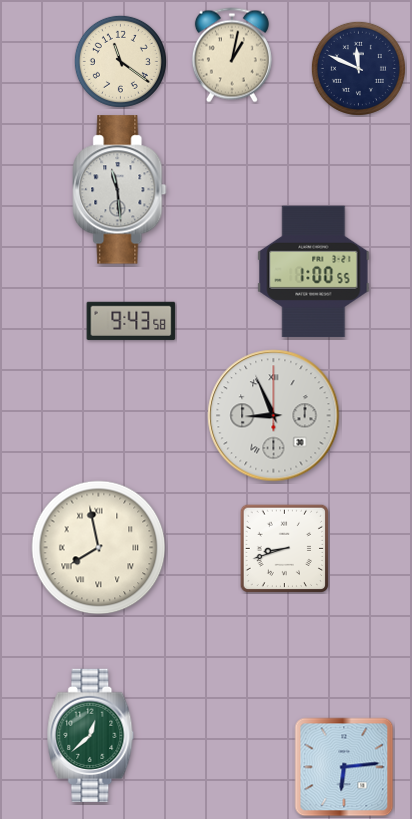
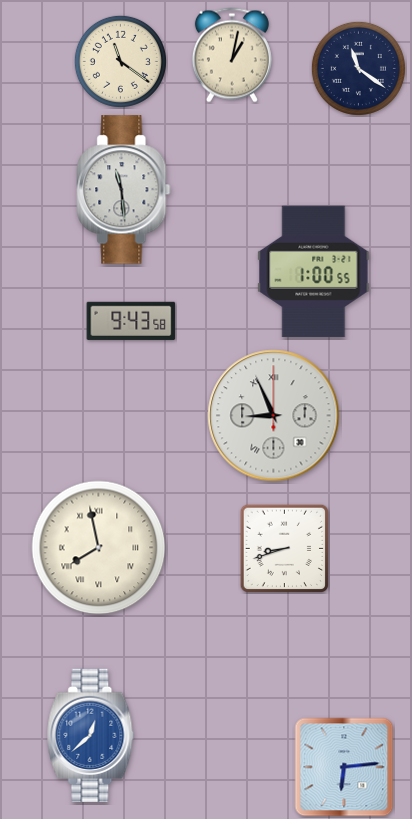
clock at (358, 68): 11:49 -> 11:21
clock at (120, 190) position: (120, 190) -> (124, 190)
clock at (91, 735) dial: green -> blue
